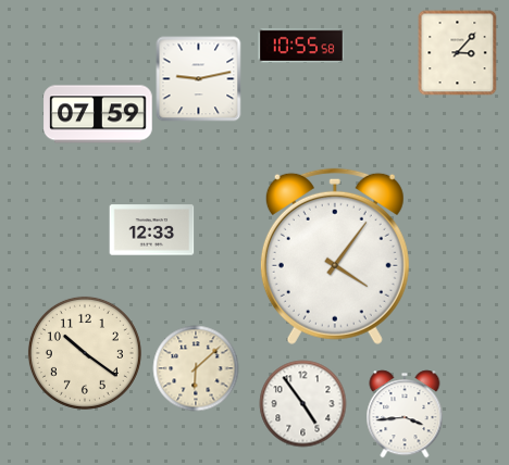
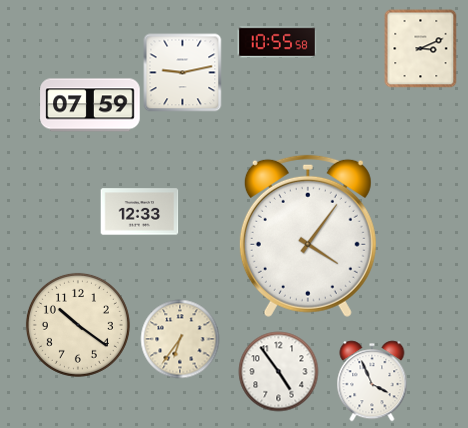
clock at (458, 52): 3:07 -> 3:11
clock at (196, 368): 6:08 -> 6:36
clock at (405, 414): 3:44 -> 3:56
